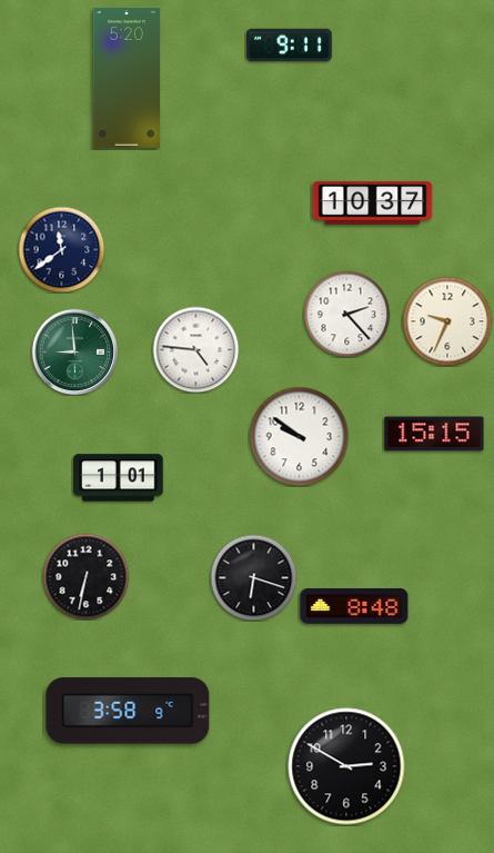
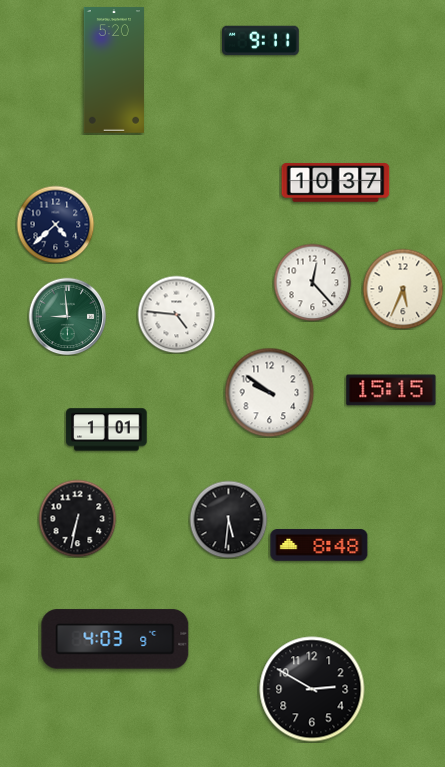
clock at (61, 249): 11:39 -> 4:38
clock at (346, 314): 2:23 -> 12:23
clock at (447, 321): 9:34 -> 5:34
clock at (253, 577): 6:18 -> 5:31
clock at (128, 711): 3:58 -> 4:03
